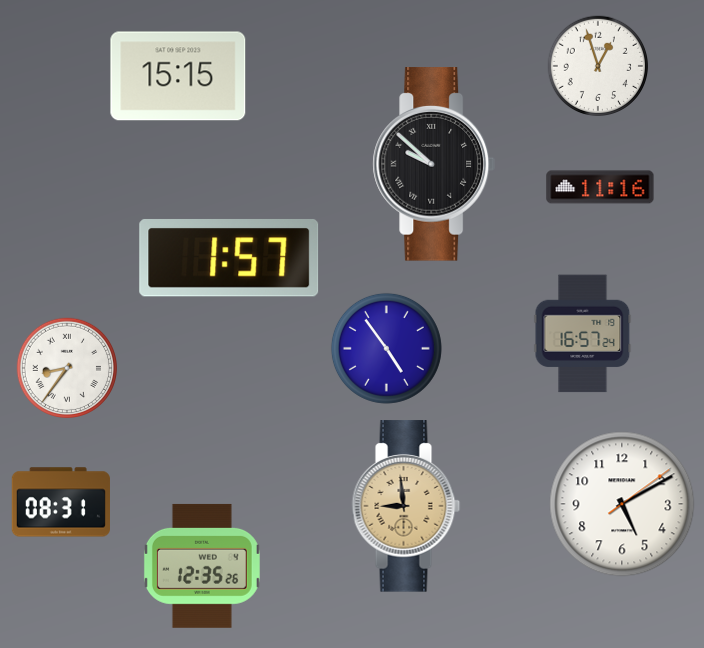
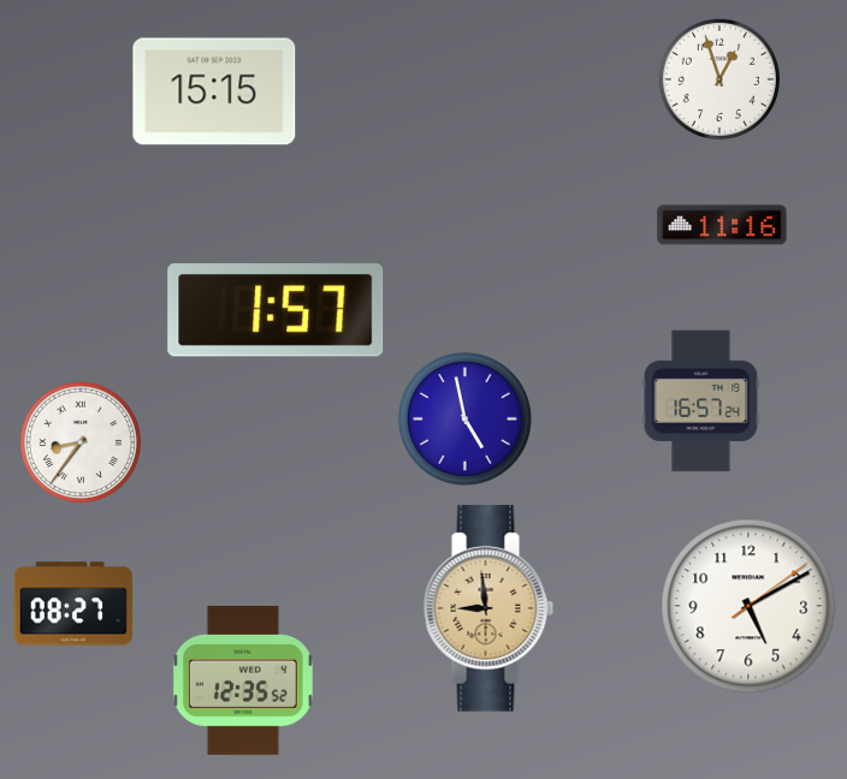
clock at (434, 164): 9:52 -> none
clock at (386, 348): 4:54 -> 4:58
clock at (61, 502): 08:31 -> 08:27
clock at (202, 566): 12:35:26 -> 12:35:52
